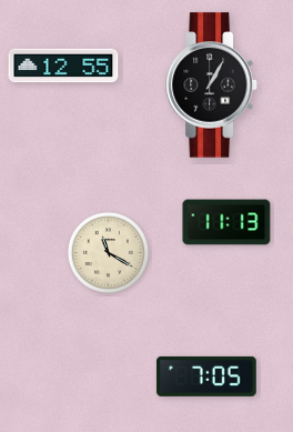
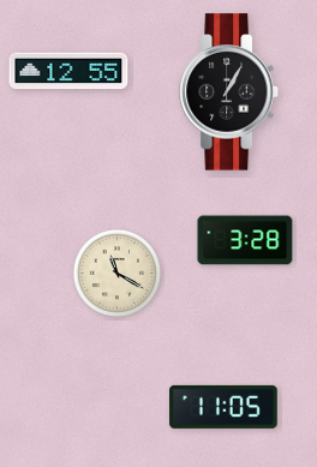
clock at (226, 222): 11:13 -> 3:28
clock at (206, 376): 7:05 -> 11:05
